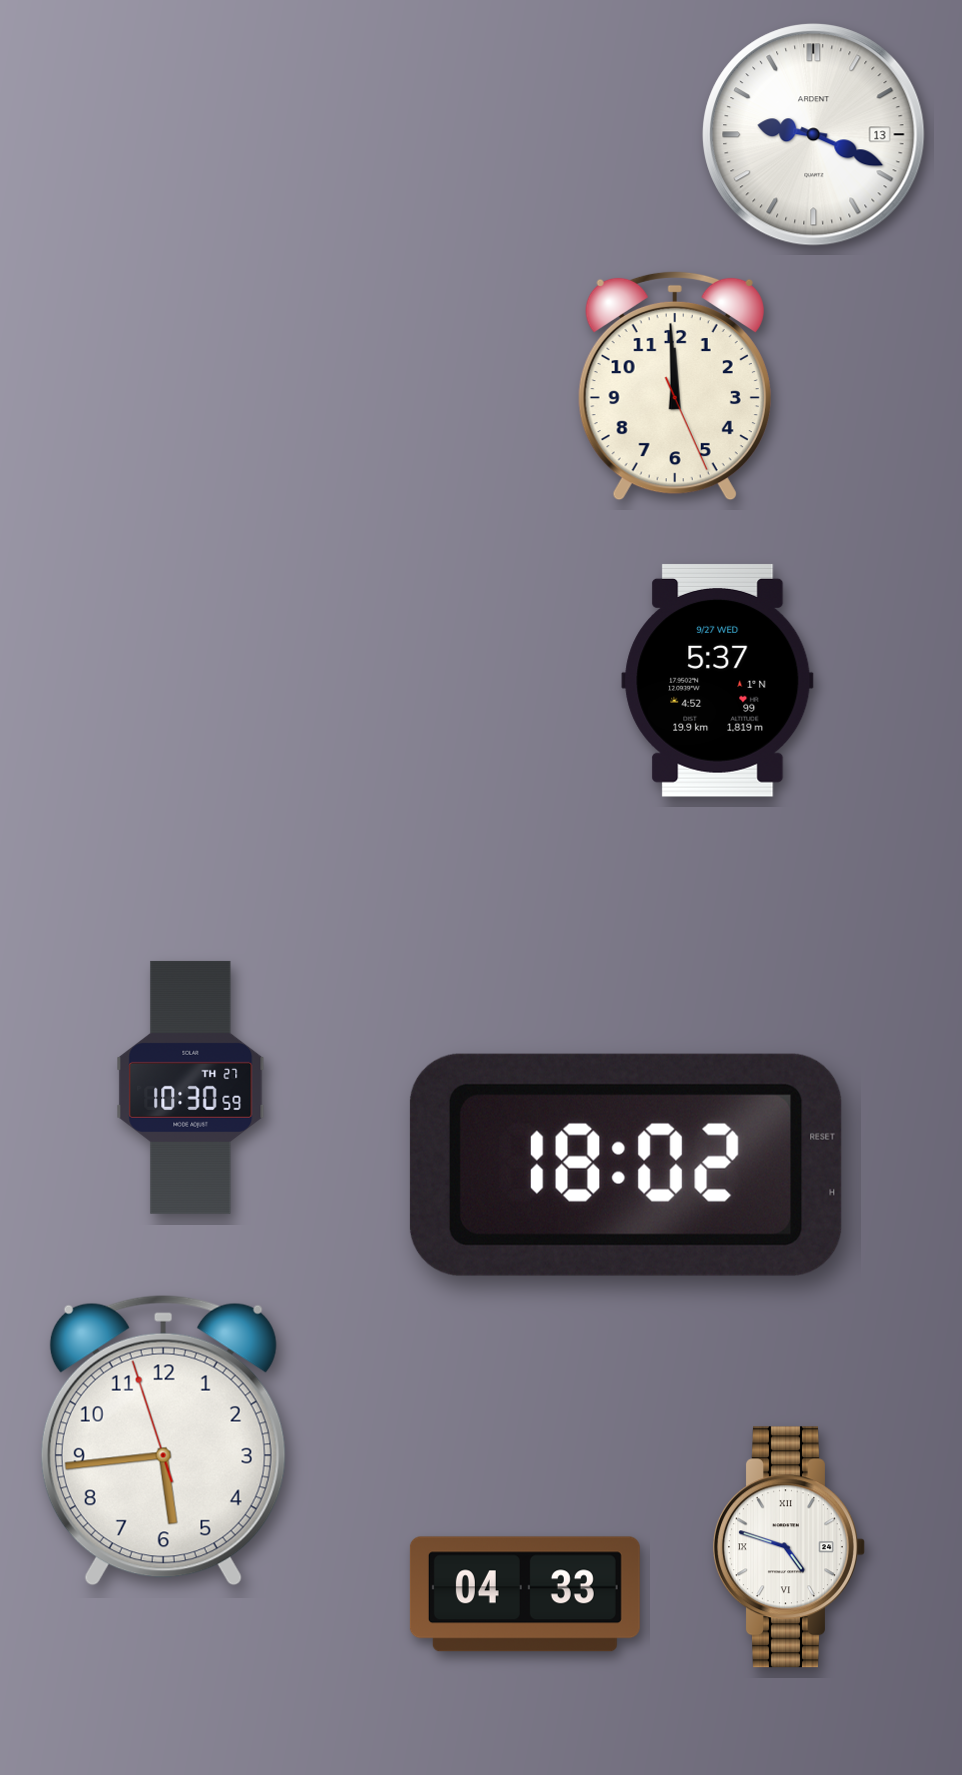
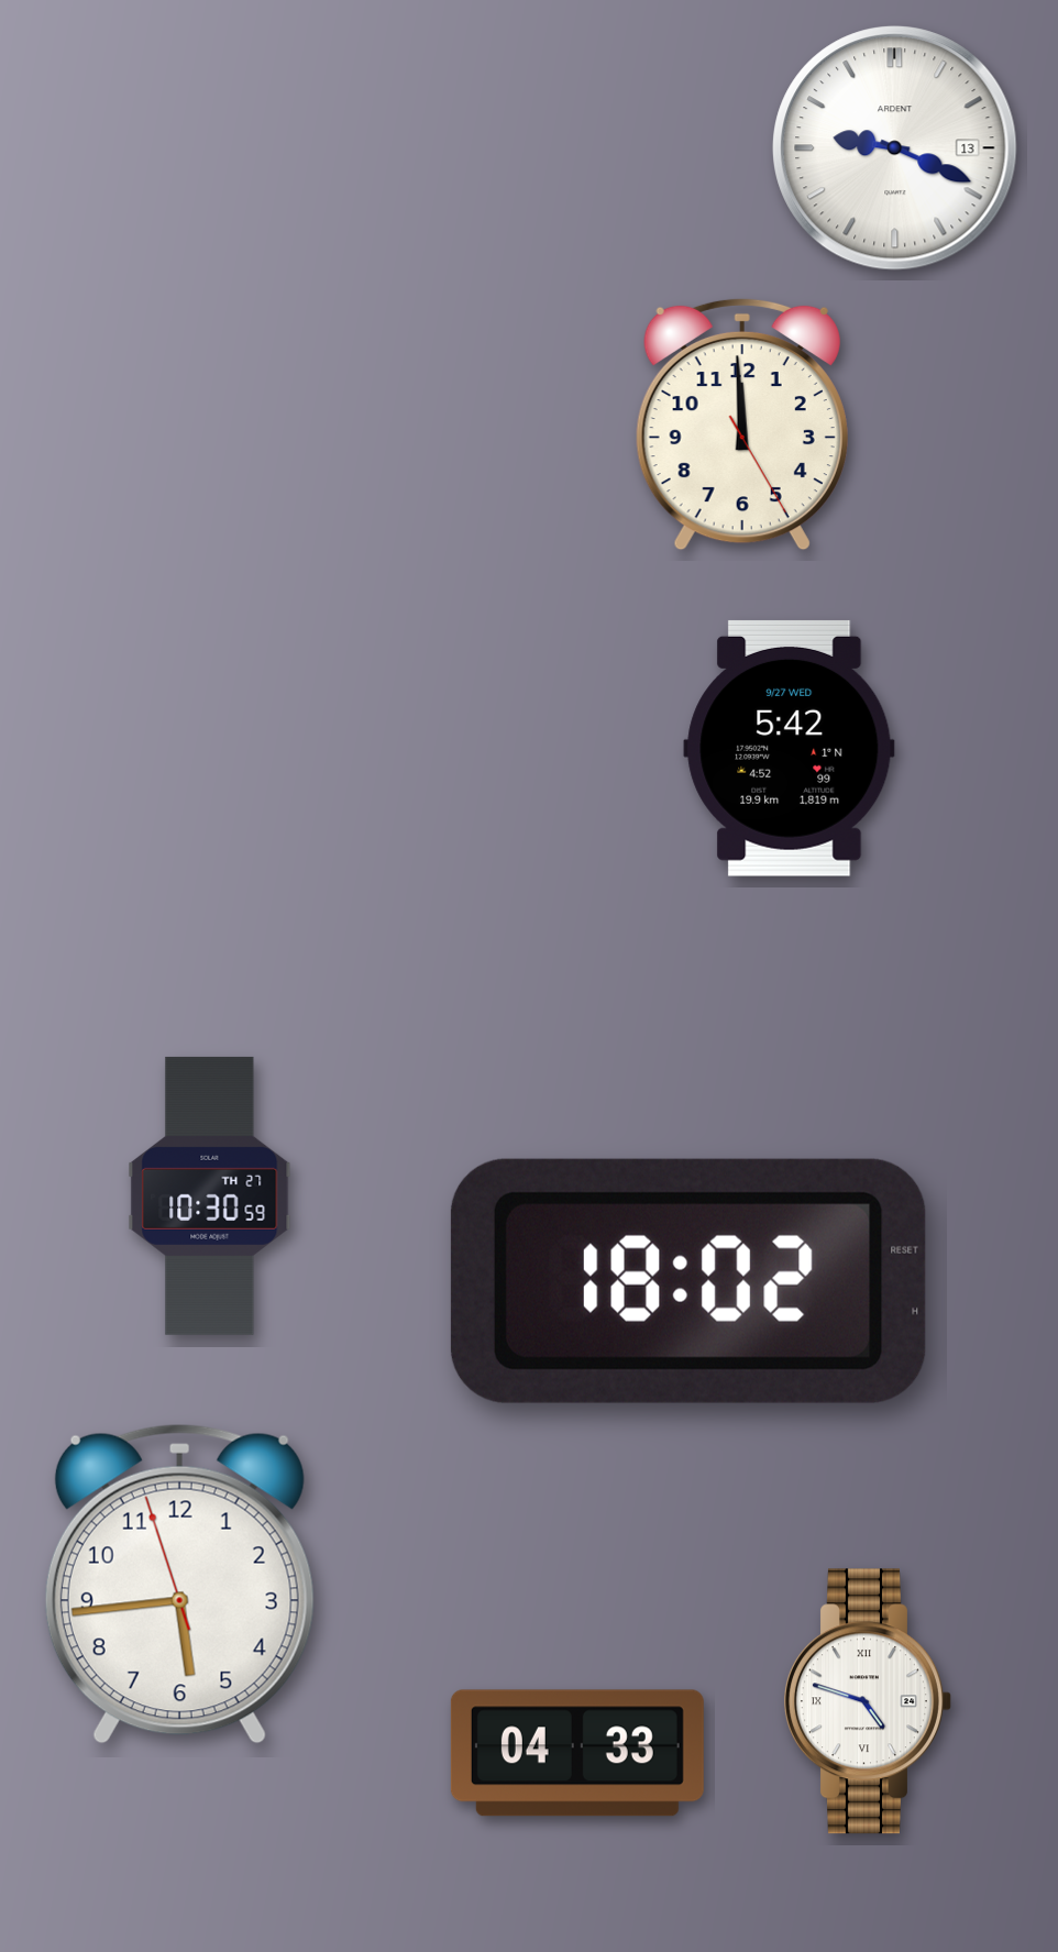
clock at (675, 386): 11:59:26 -> 11:59:25
clock at (718, 680): 5:37 -> 5:42
